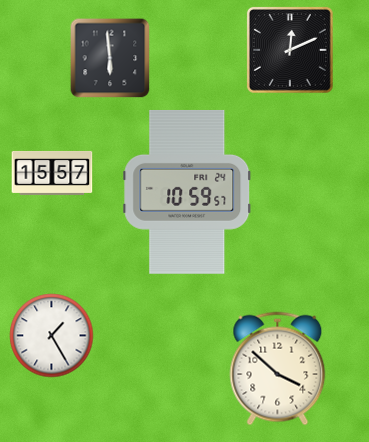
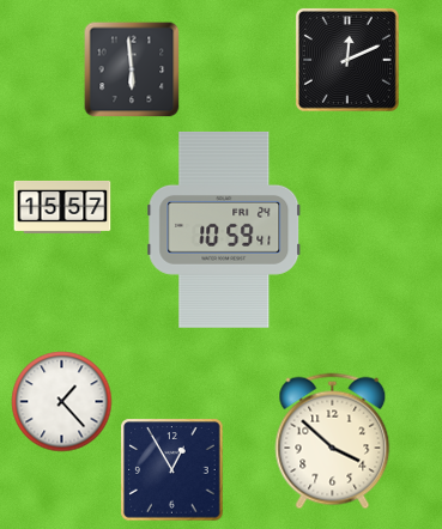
clock at (187, 192): 10:59:57 -> 10:59:41
clock at (52, 336): 1:25 -> 1:23
clock at (172, 470): none -> 12:55
